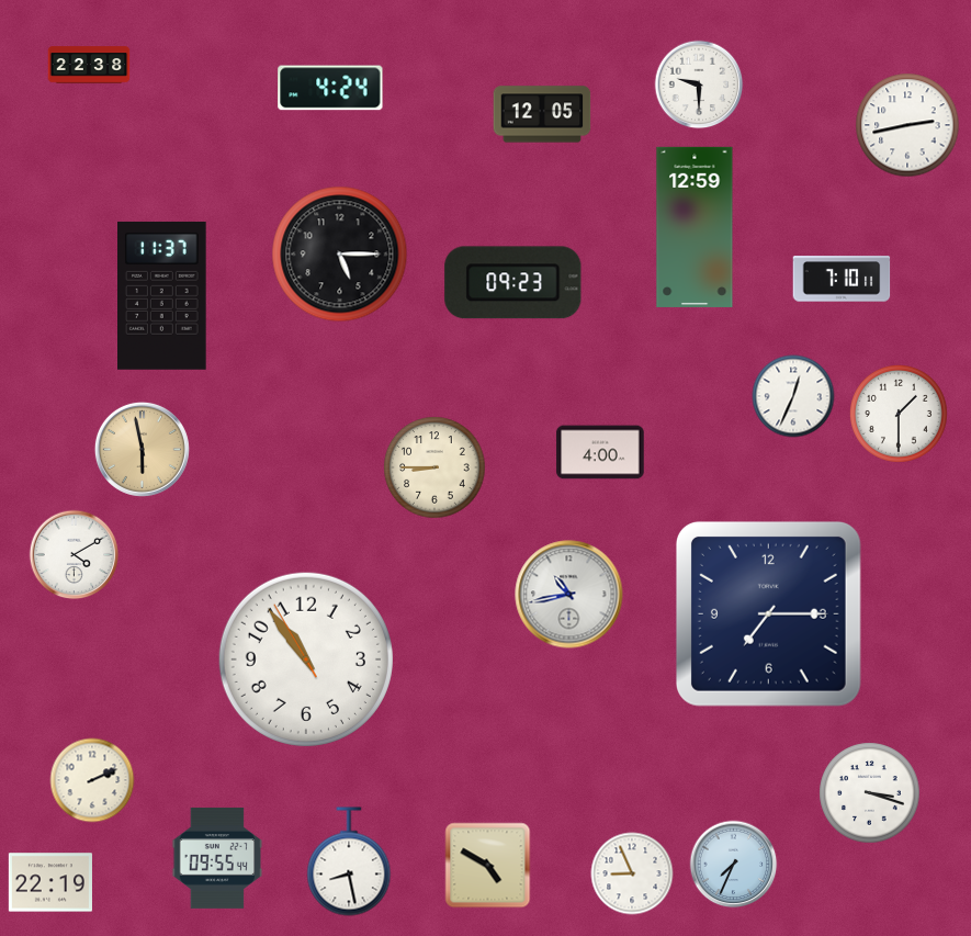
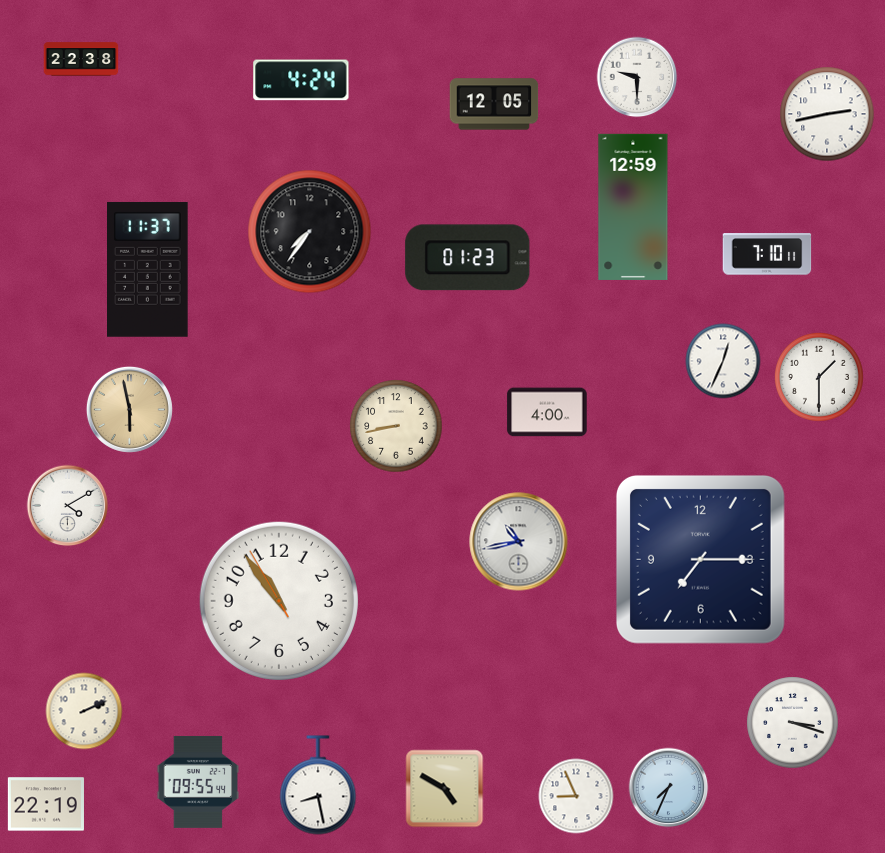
clock at (340, 255): 5:15 -> 7:36
clock at (513, 283): 09:23 -> 01:23
clock at (434, 467): 8:45 -> 8:43
